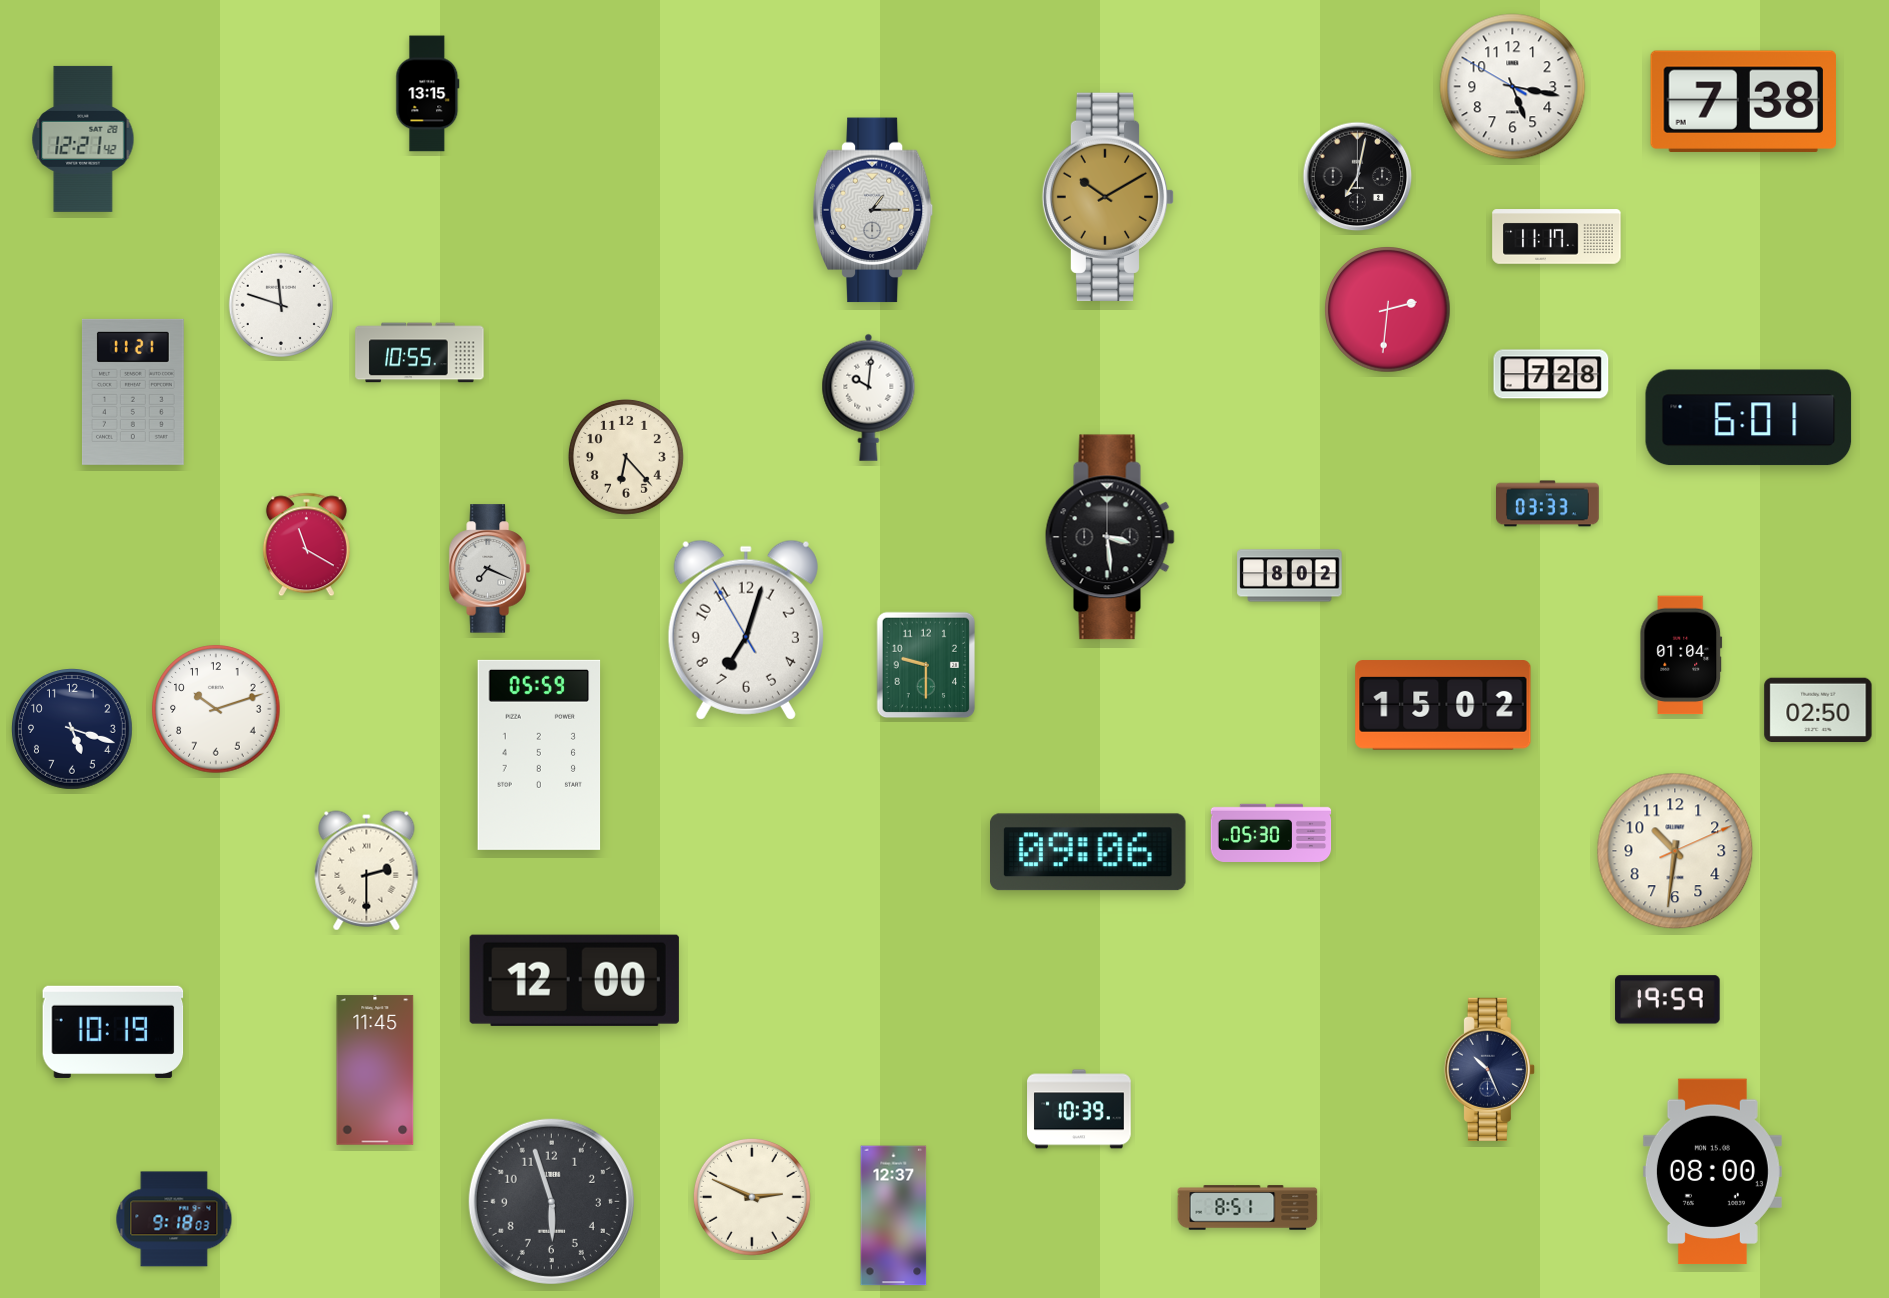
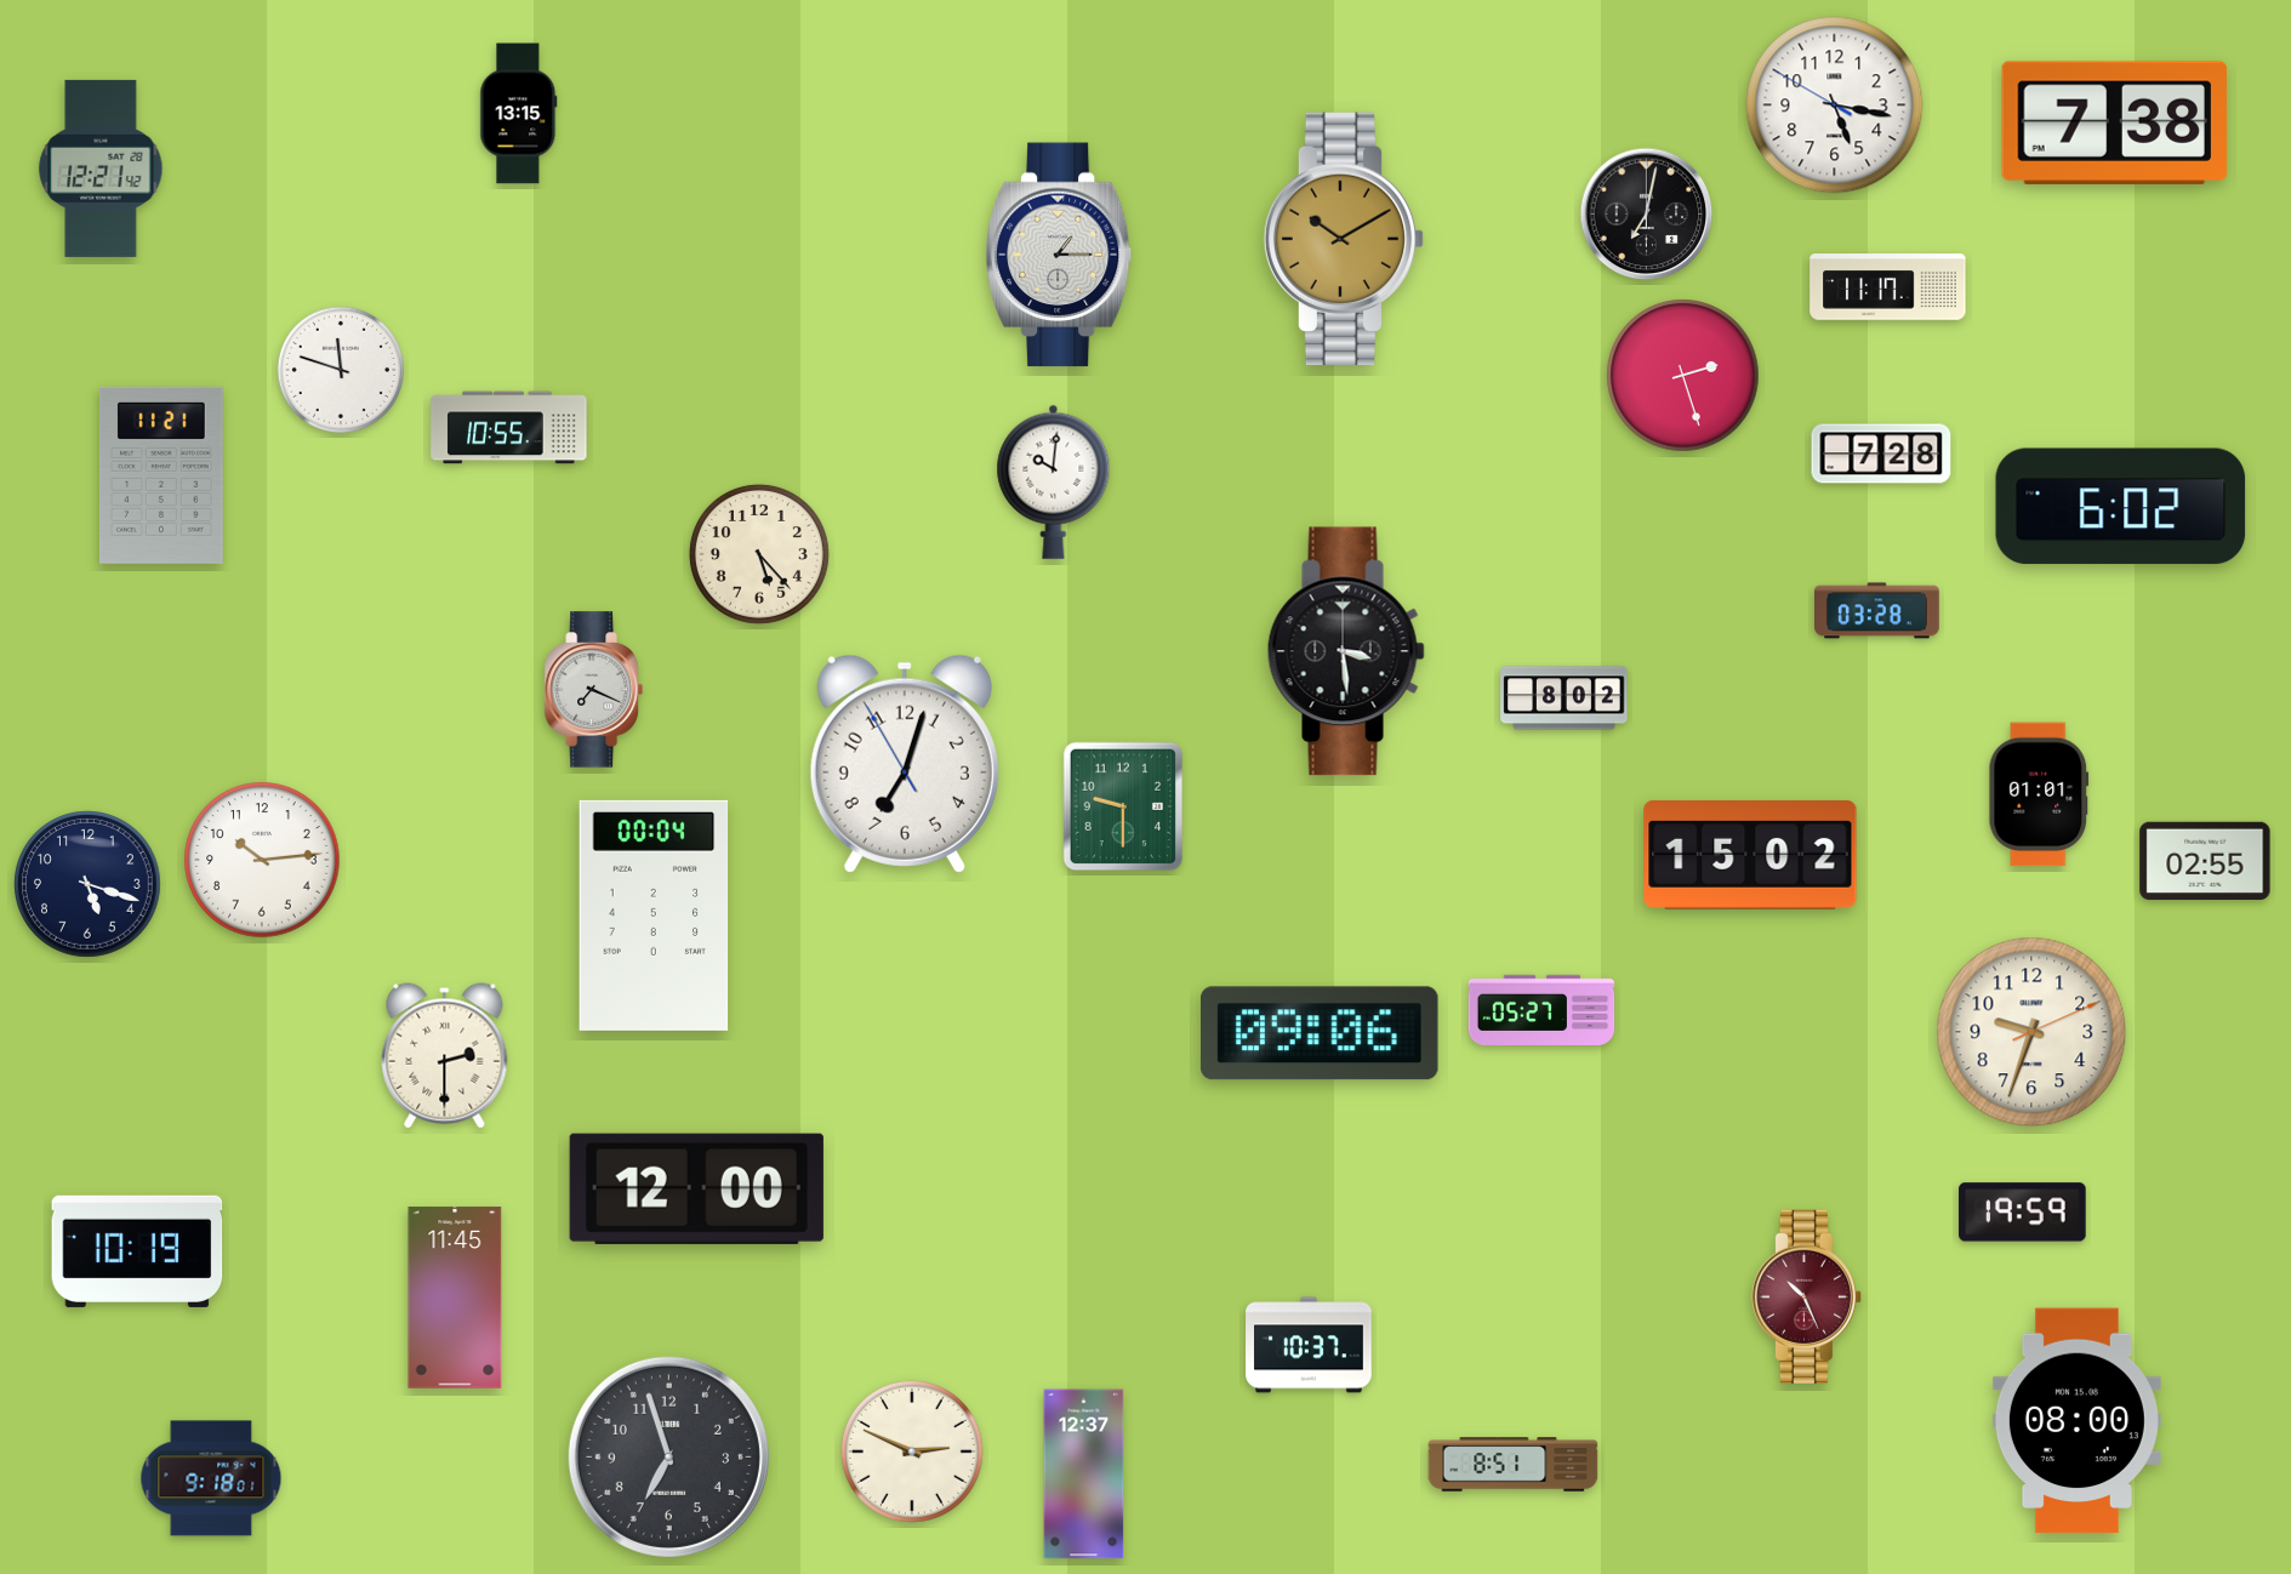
clock at (1388, 310): 2:31 -> 2:27
clock at (1749, 418): 6:01 -> 6:02
clock at (626, 457): 6:23 -> 5:23
clock at (1548, 504): 03:33 -> 03:28
clock at (306, 545): 11:20 -> none
clock at (1681, 655): 01:04 -> 01:01
clock at (216, 709): 10:12 -> 10:14
clock at (1818, 710): 02:50 -> 02:55
clock at (539, 755): 05:59 -> 00:04
clock at (1271, 832): 05:30 -> 05:27
clock at (1675, 851): 10:31 -> 9:33
clock at (1489, 1069) dial: navy -> burgundy
clock at (1079, 1109): 10:39 -> 10:37
clock at (551, 1201): 5:57 -> 6:57
clock at (174, 1219): 9:18:03 -> 9:18:01
